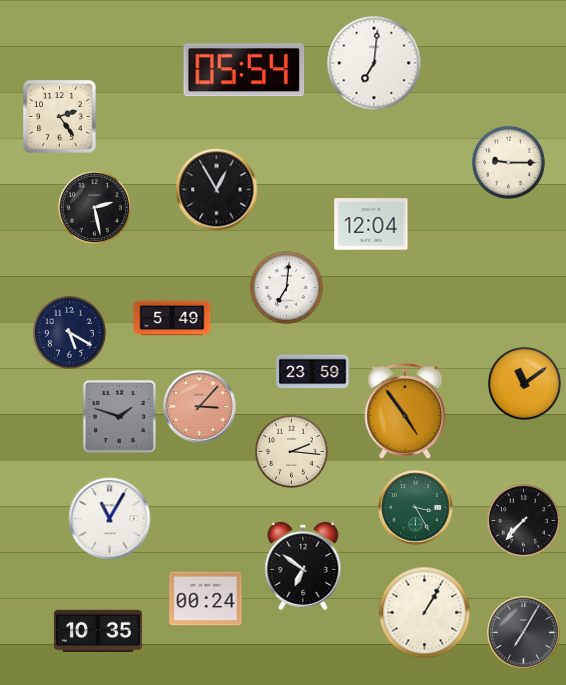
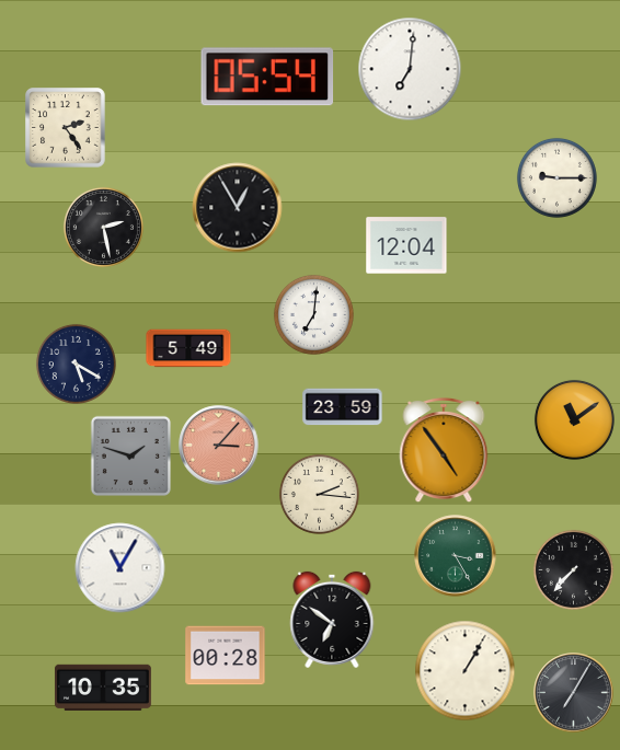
clock at (206, 599): 00:24 -> 00:28
clock at (98, 631) position: (98, 631) -> (103, 688)
